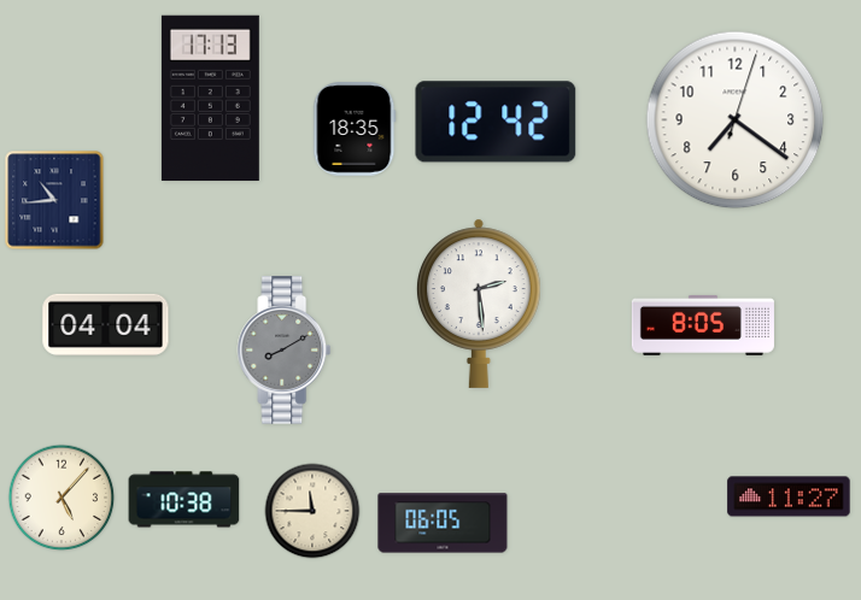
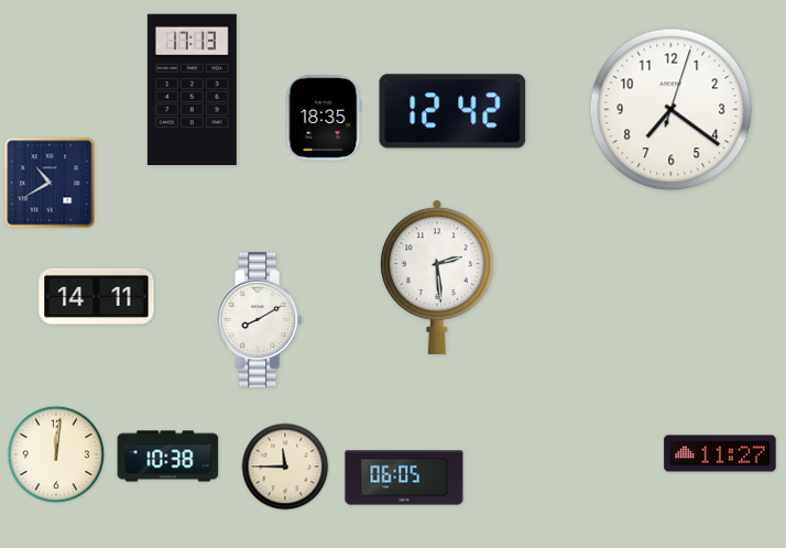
clock at (54, 200): 10:44 -> 10:40
clock at (106, 324): 04:04 -> 14:11
clock at (703, 325): 8:05 -> none
clock at (285, 351) dial: grey -> white
clock at (61, 498): 5:07 -> 12:01
